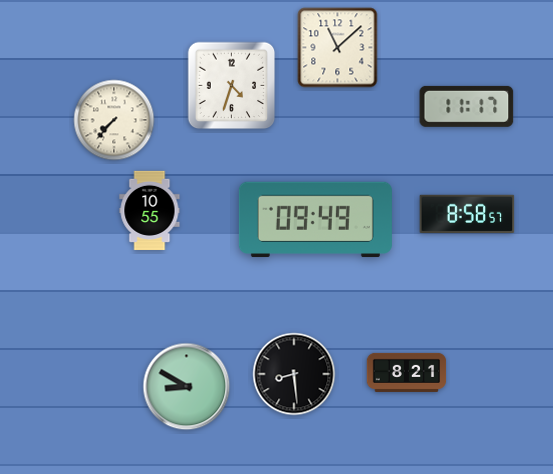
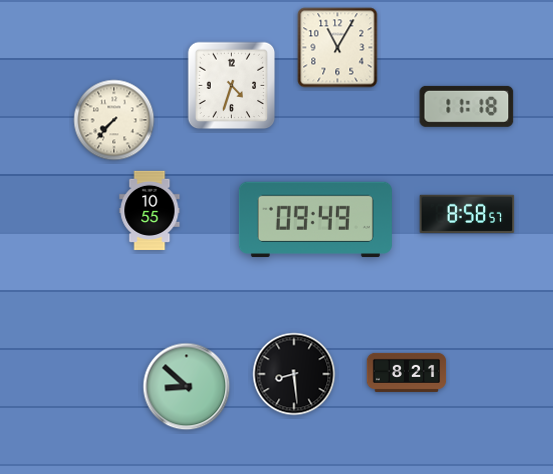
clock at (338, 48): 11:08 -> 11:05
clock at (467, 106): 11:17 -> 11:18
clock at (187, 387): 8:50 -> 8:52
